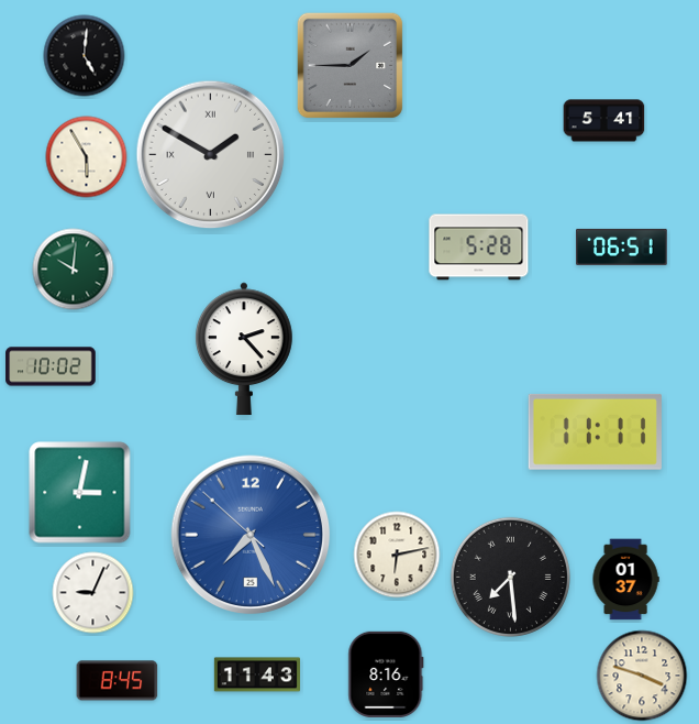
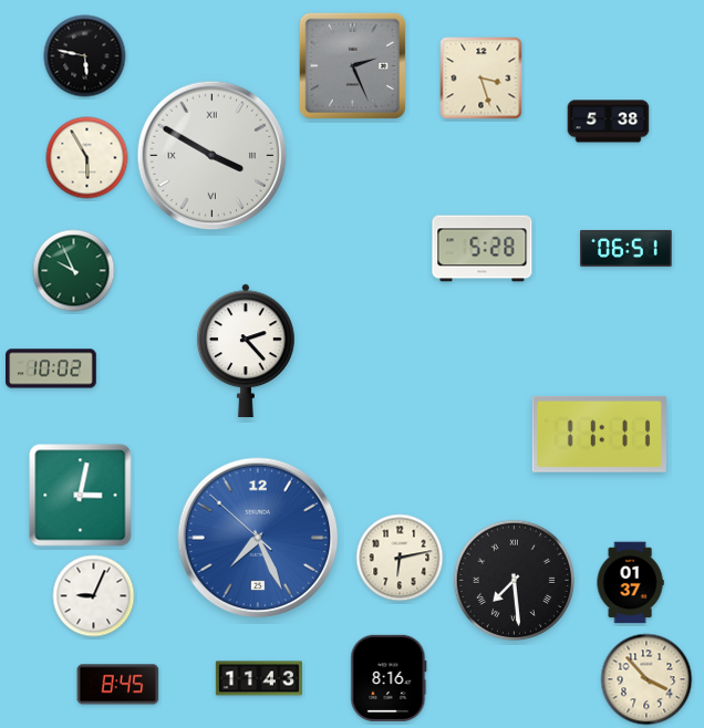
clock at (85, 56): 5:01 -> 5:47
clock at (351, 66): 1:45 -> 2:26
clock at (482, 79): none -> 3:27
clock at (604, 121): 5:41 -> 5:38
clock at (211, 155): 1:50 -> 3:50
clock at (74, 270): 10:01 -> 9:56
clock at (251, 535) position: (251, 535) -> (258, 538)
clock at (642, 676): 3:48 -> 3:53
